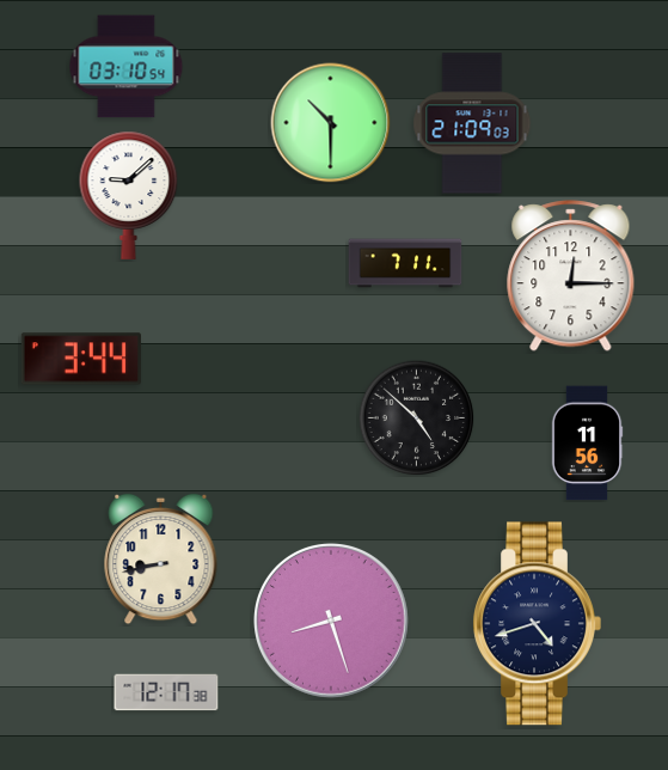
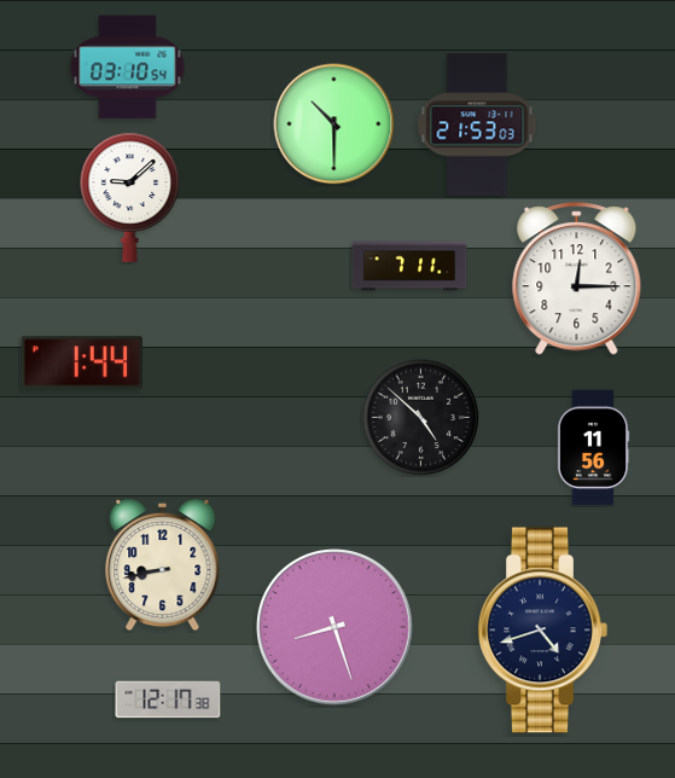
clock at (472, 123): 21:09 -> 21:53
clock at (81, 359): 3:44 -> 1:44
clock at (416, 417) position: (416, 417) -> (420, 417)
